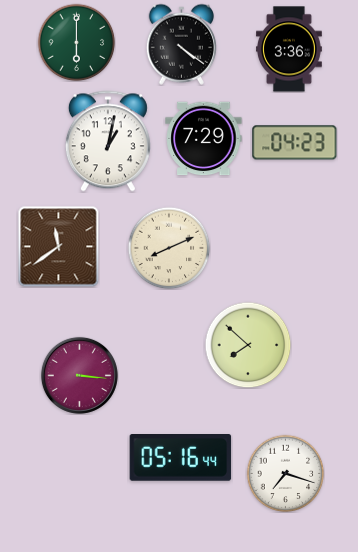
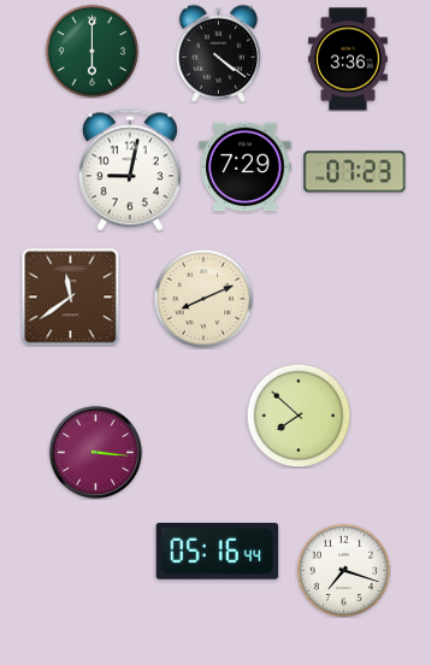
clock at (108, 141): 1:02 -> 9:02
clock at (295, 143): 04:23 -> 07:23
